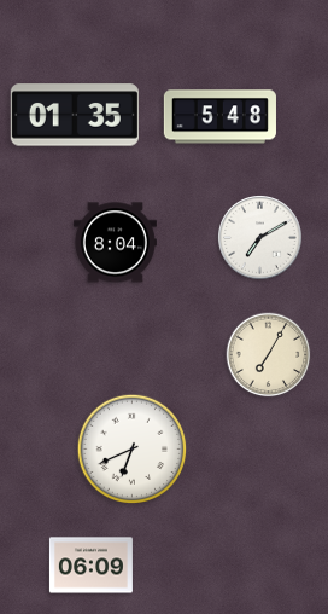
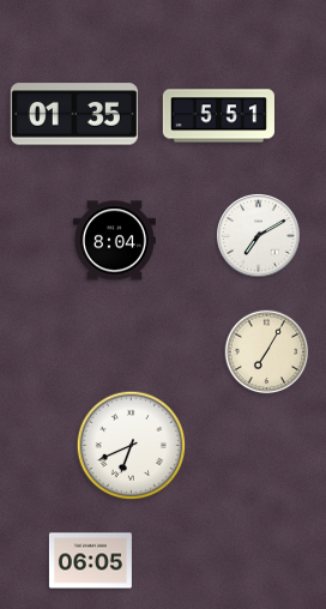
clock at (219, 117): 5:48 -> 5:51
clock at (90, 566): 06:09 -> 06:05
